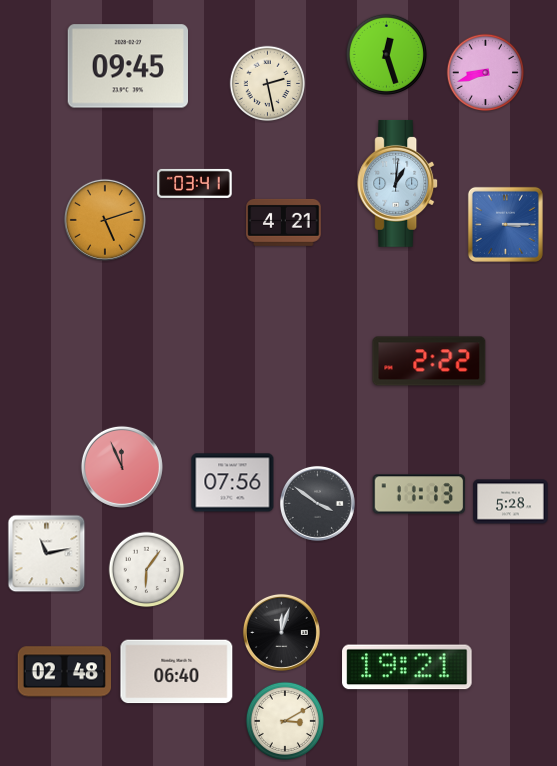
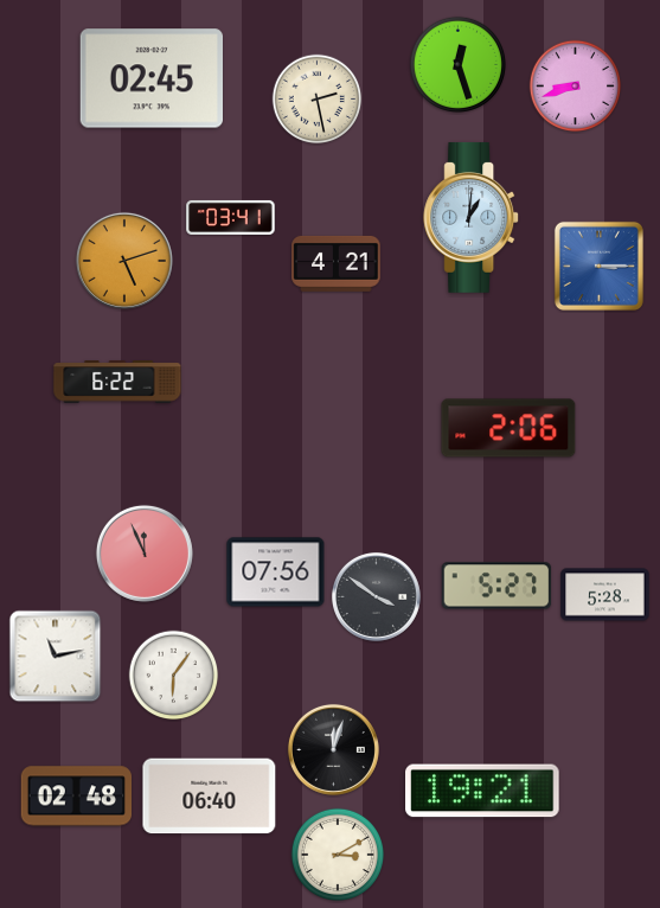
clock at (127, 66): 09:45 -> 02:45
clock at (117, 382): none -> 6:22
clock at (429, 361): 2:22 -> 2:06
clock at (419, 494): 11:13 -> 5:27
